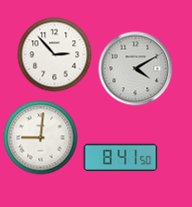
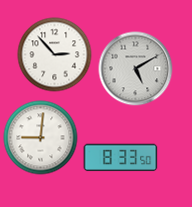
clock at (136, 69): 4:10 -> 5:10
clock at (121, 158): 8:41 -> 8:33
